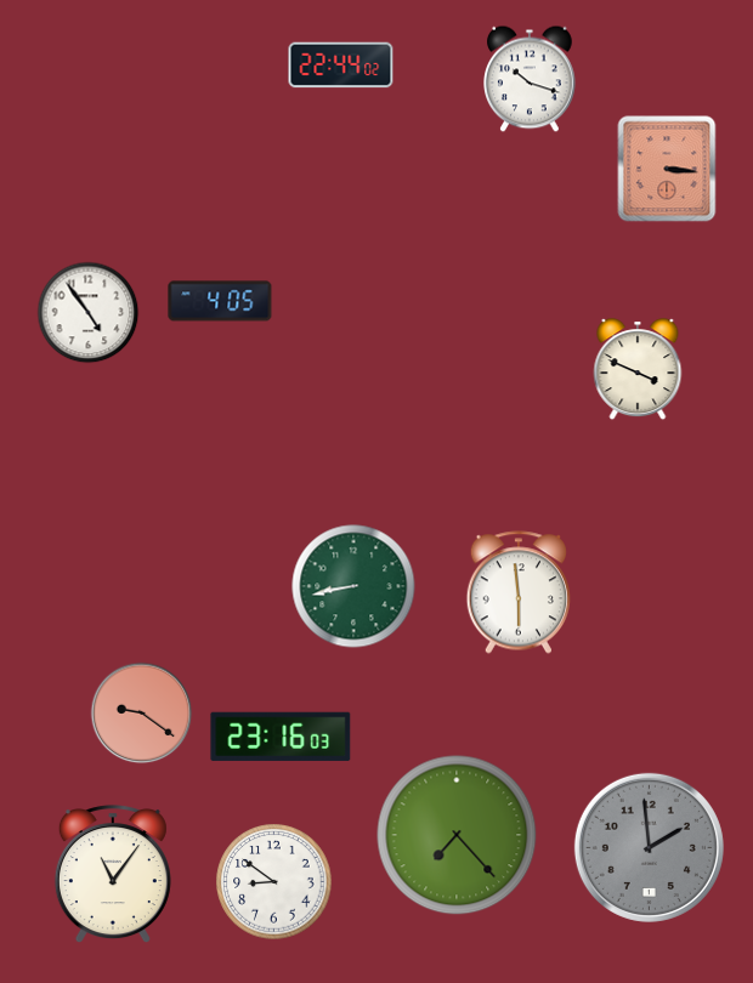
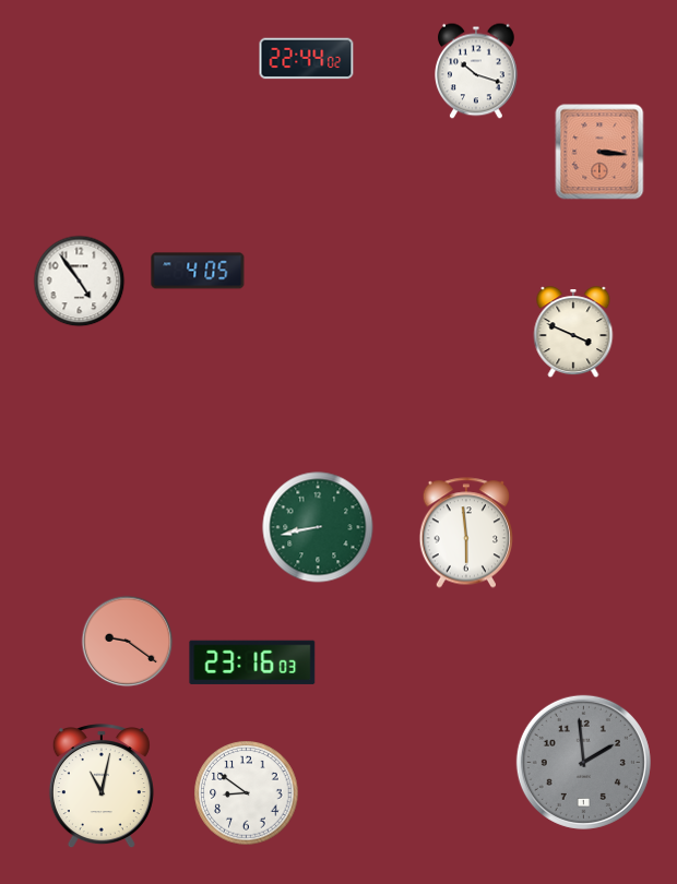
clock at (457, 835): 7:23 -> none
clock at (113, 875): 11:06 -> 11:02
